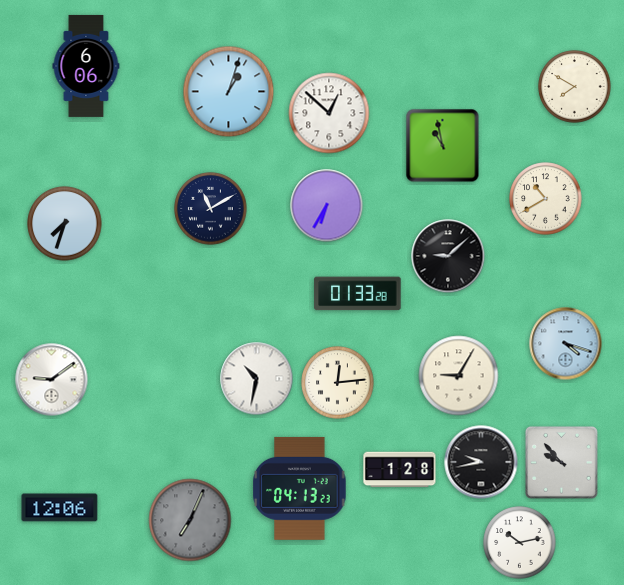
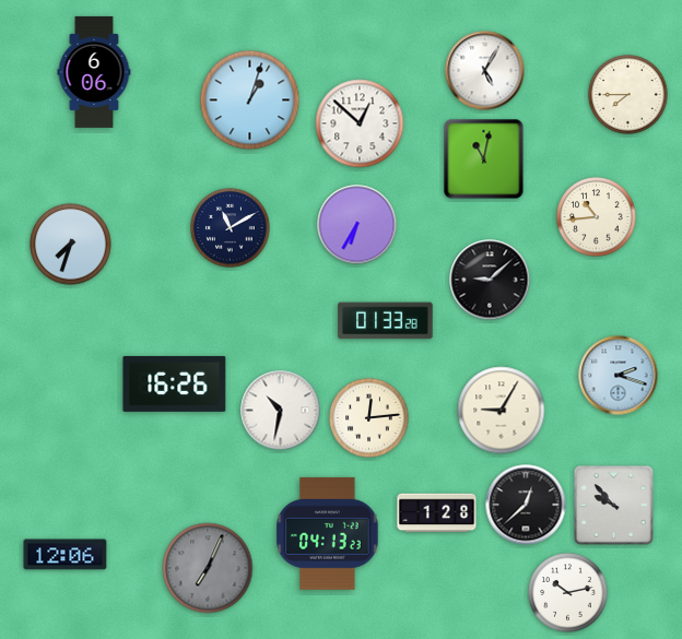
clock at (485, 71): none -> 5:05
clock at (575, 87): 7:50 -> 7:45
clock at (443, 146): 10:58 -> 11:02
clock at (546, 199): 10:40 -> 10:44
clock at (358, 294) position: (358, 294) -> (386, 321)
clock at (566, 344): 4:18 -> 2:18
clock at (175, 383): none -> 16:26
clock at (257, 379) position: (257, 379) -> (281, 411)
clock at (52, 380): 9:09 -> none
clock at (481, 462): 9:43 -> 12:38
